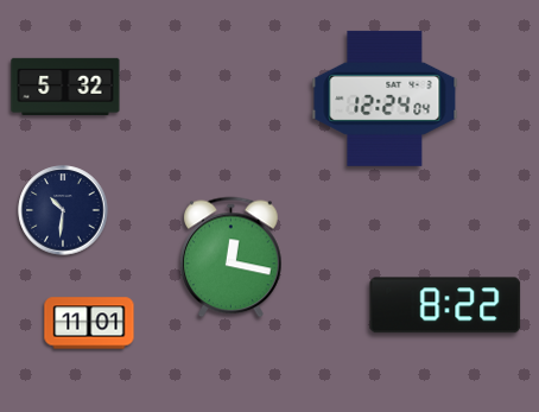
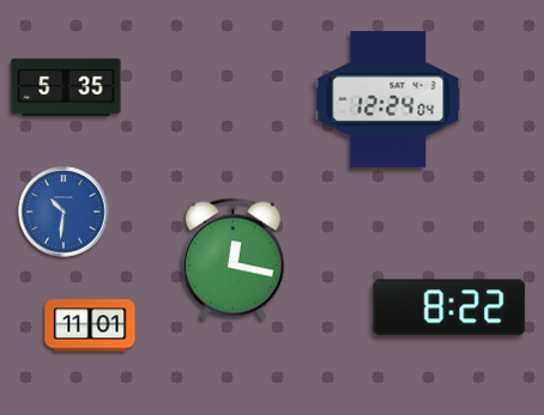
clock at (65, 87): 5:32 -> 5:35
clock at (63, 210) dial: navy -> blue
